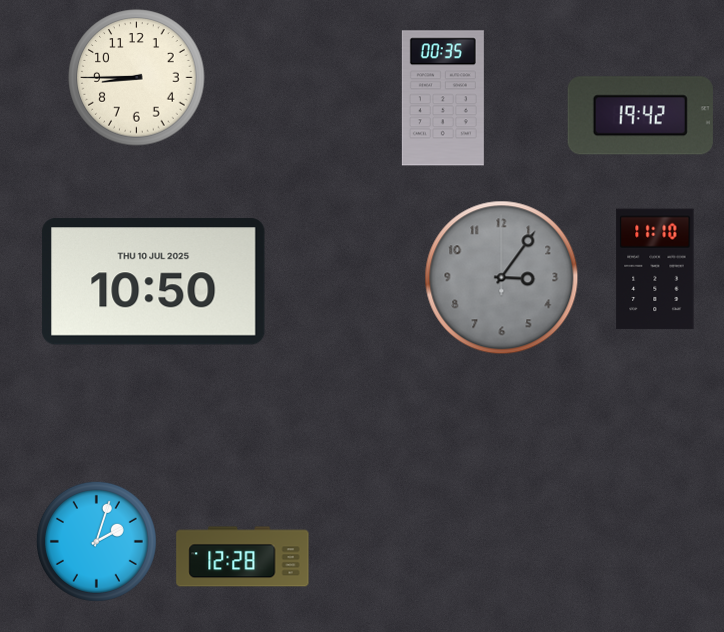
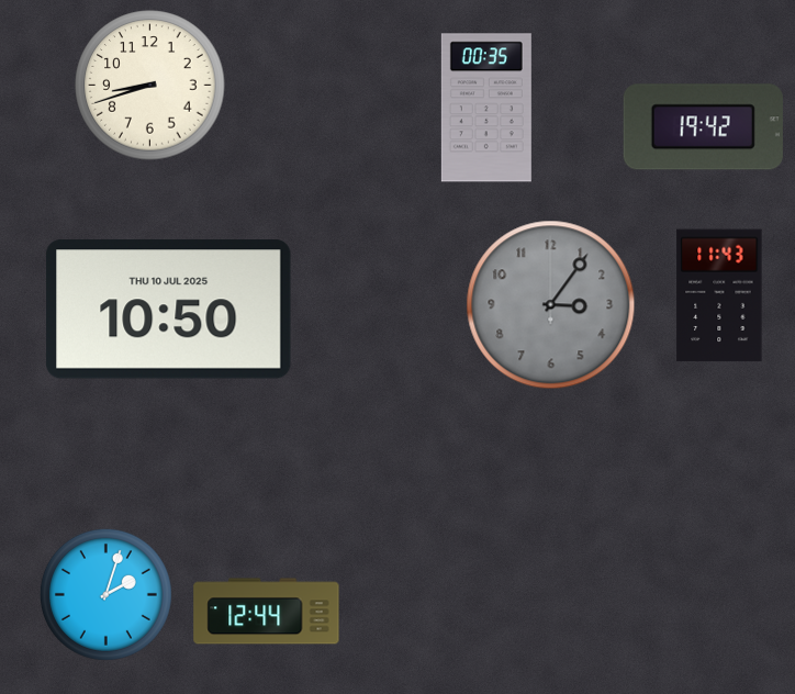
clock at (137, 78): 8:45 -> 8:42
clock at (655, 269): 11:10 -> 11:43
clock at (243, 557): 12:28 -> 12:44
